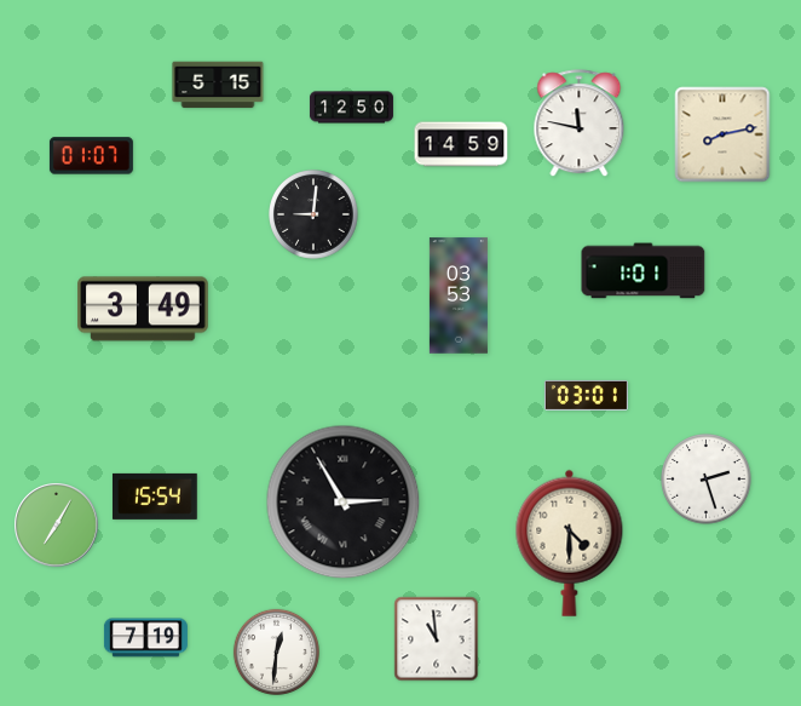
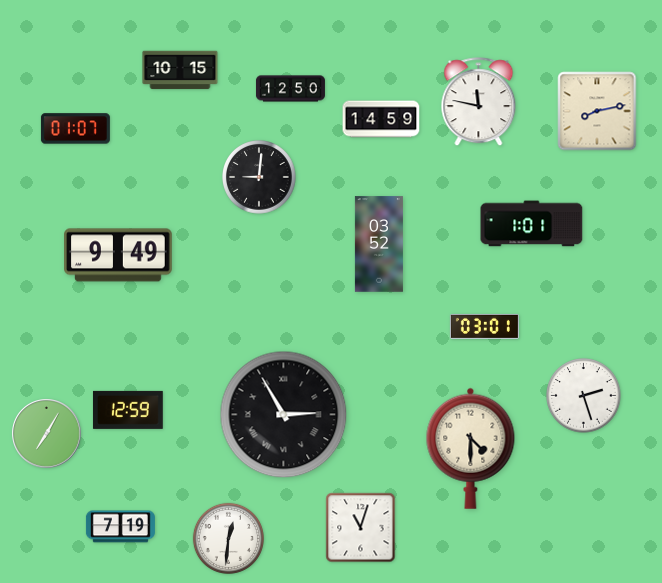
clock at (218, 85): 5:15 -> 10:15
clock at (459, 295): 03:53 -> 03:52
clock at (143, 309): 3:49 -> 9:49
clock at (155, 497): 15:54 -> 12:59
clock at (437, 639): 10:59 -> 11:03
